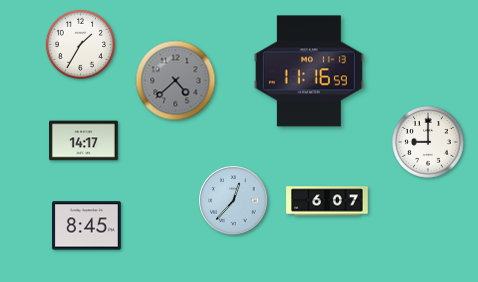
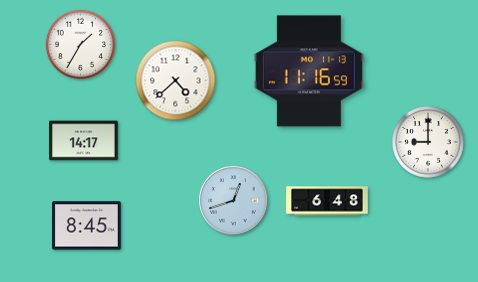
clock at (176, 81) dial: grey -> white
clock at (234, 201): 12:37 -> 12:42
clock at (327, 201): 6:07 -> 6:48
